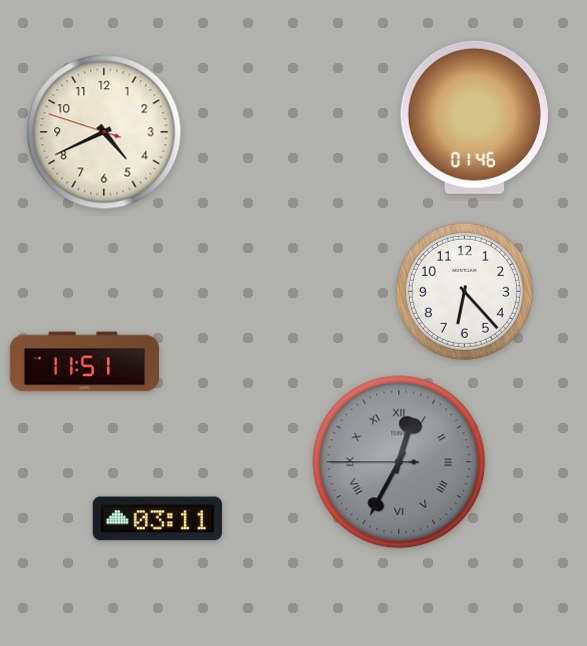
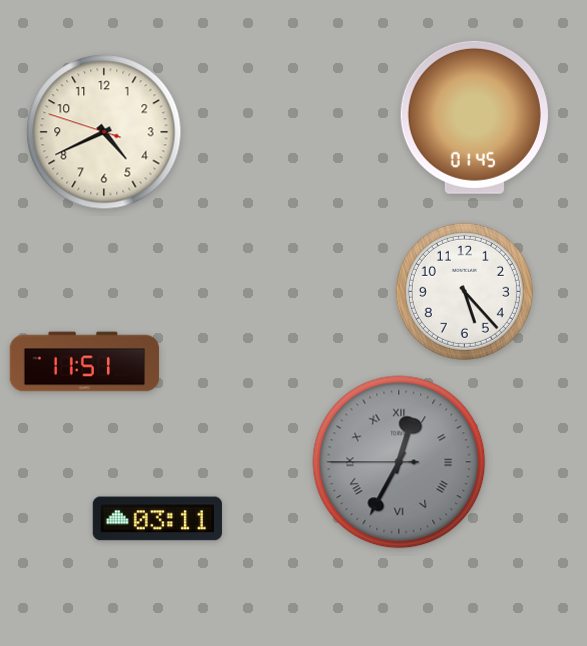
clock at (474, 117): 01:46 -> 01:45
clock at (464, 291): 6:23 -> 5:23
